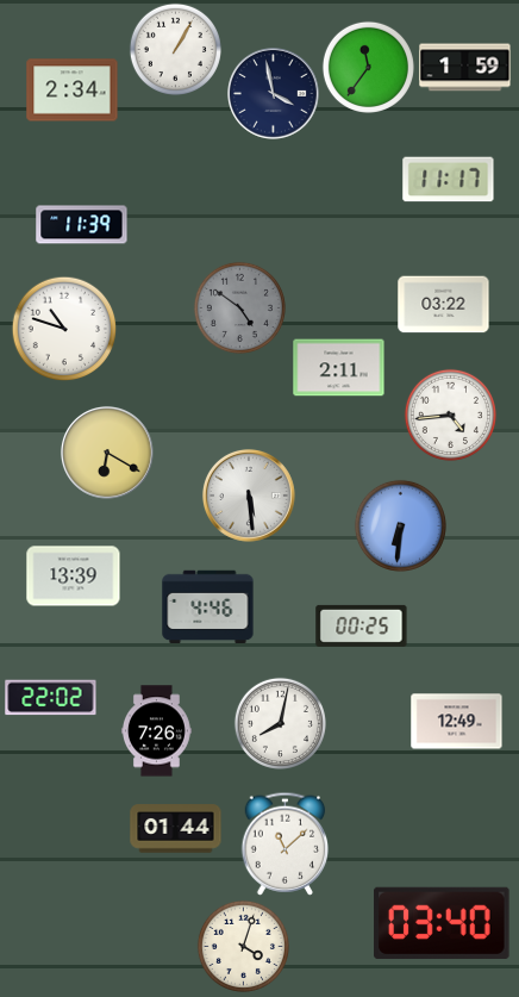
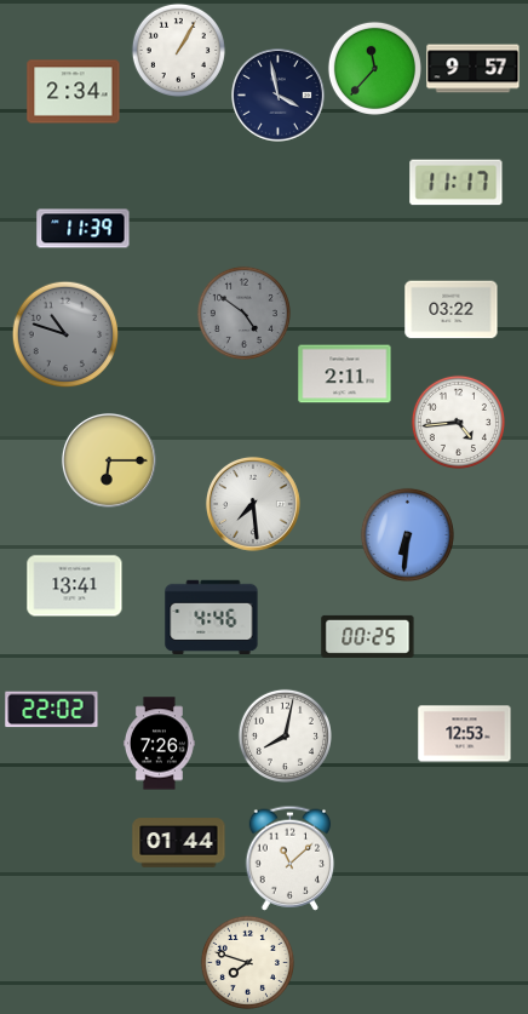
clock at (368, 67): 11:36 -> 11:37
clock at (465, 68): 1:59 -> 9:57
clock at (64, 329) dial: white -> grey
clock at (107, 453): 6:20 -> 6:15
clock at (249, 496): 5:29 -> 7:29
clock at (74, 577): 13:39 -> 13:41
clock at (457, 722): 12:49 -> 12:53
clock at (442, 923): 03:40 -> none
clock at (243, 946): 4:03 -> 7:48
